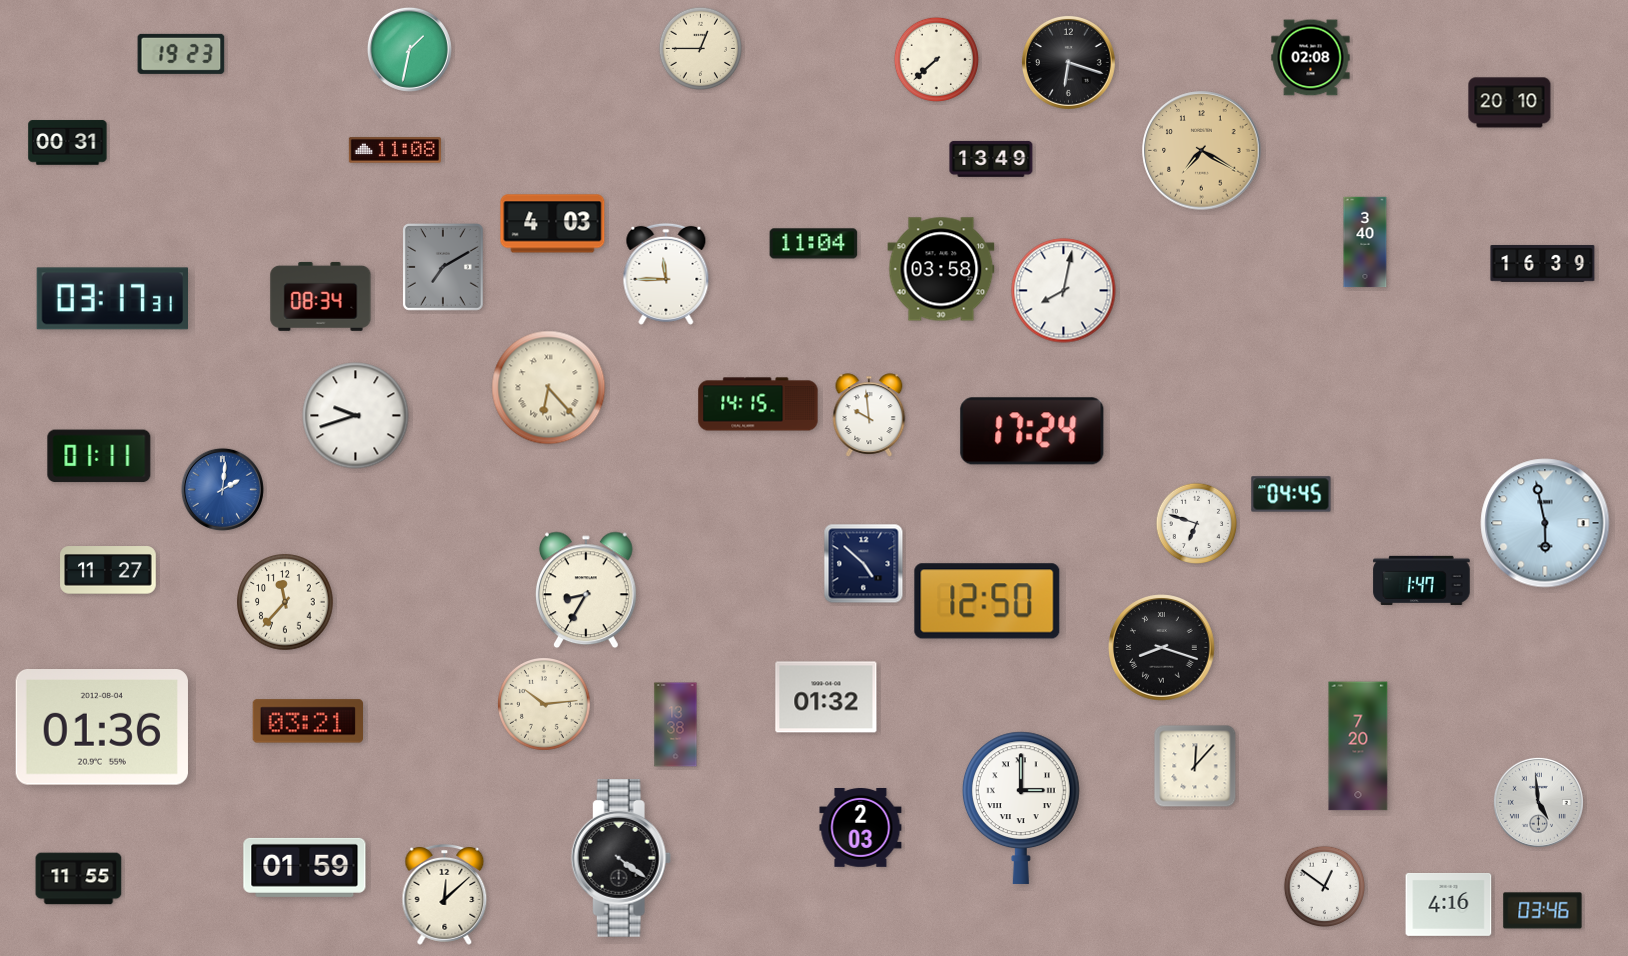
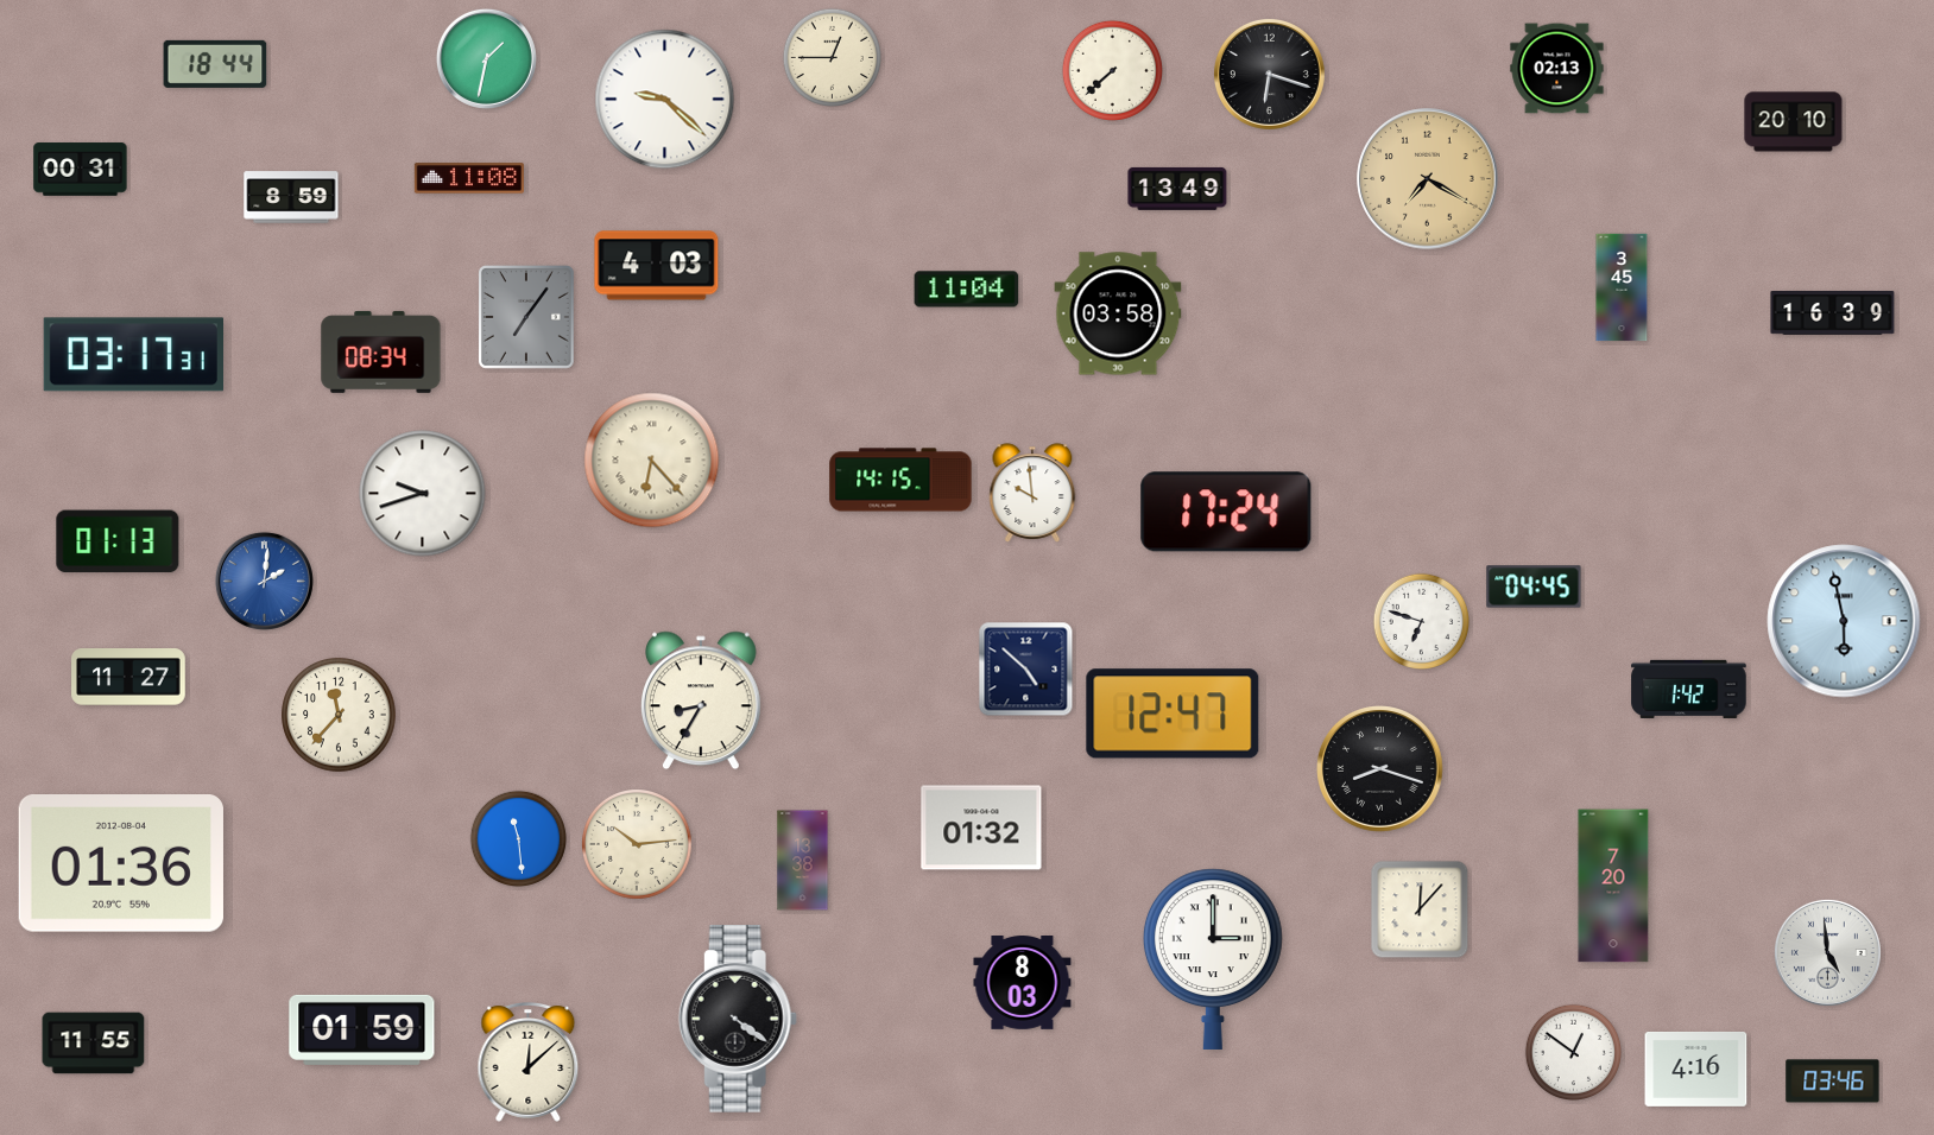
clock at (181, 54): 19:23 -> 18:44
clock at (1311, 58): 02:08 -> 02:13
clock at (665, 100): none -> 9:22
clock at (291, 197): none -> 8:59
clock at (1365, 242): 3:40 -> 3:45
clock at (444, 268): 7:10 -> 7:06
clock at (941, 269) position: (941, 269) -> (1118, 313)
clock at (666, 274): 11:45 -> none
clock at (1064, 291): 8:02 -> none
clock at (99, 456): 01:11 -> 01:13
clock at (1545, 523) position: (1545, 523) -> (1844, 621)
clock at (1422, 580): 1:47 -> 1:42
clock at (587, 590) position: (587, 590) -> (702, 700)
clock at (987, 601): 12:50 -> 12:47
clock at (545, 705) position: (545, 705) -> (638, 845)
clock at (519, 839): none -> 11:29
clock at (307, 721): 03:21 -> none
clock at (861, 828): 2:03 -> 8:03
clock at (1449, 904) position: (1449, 904) -> (1696, 1069)
